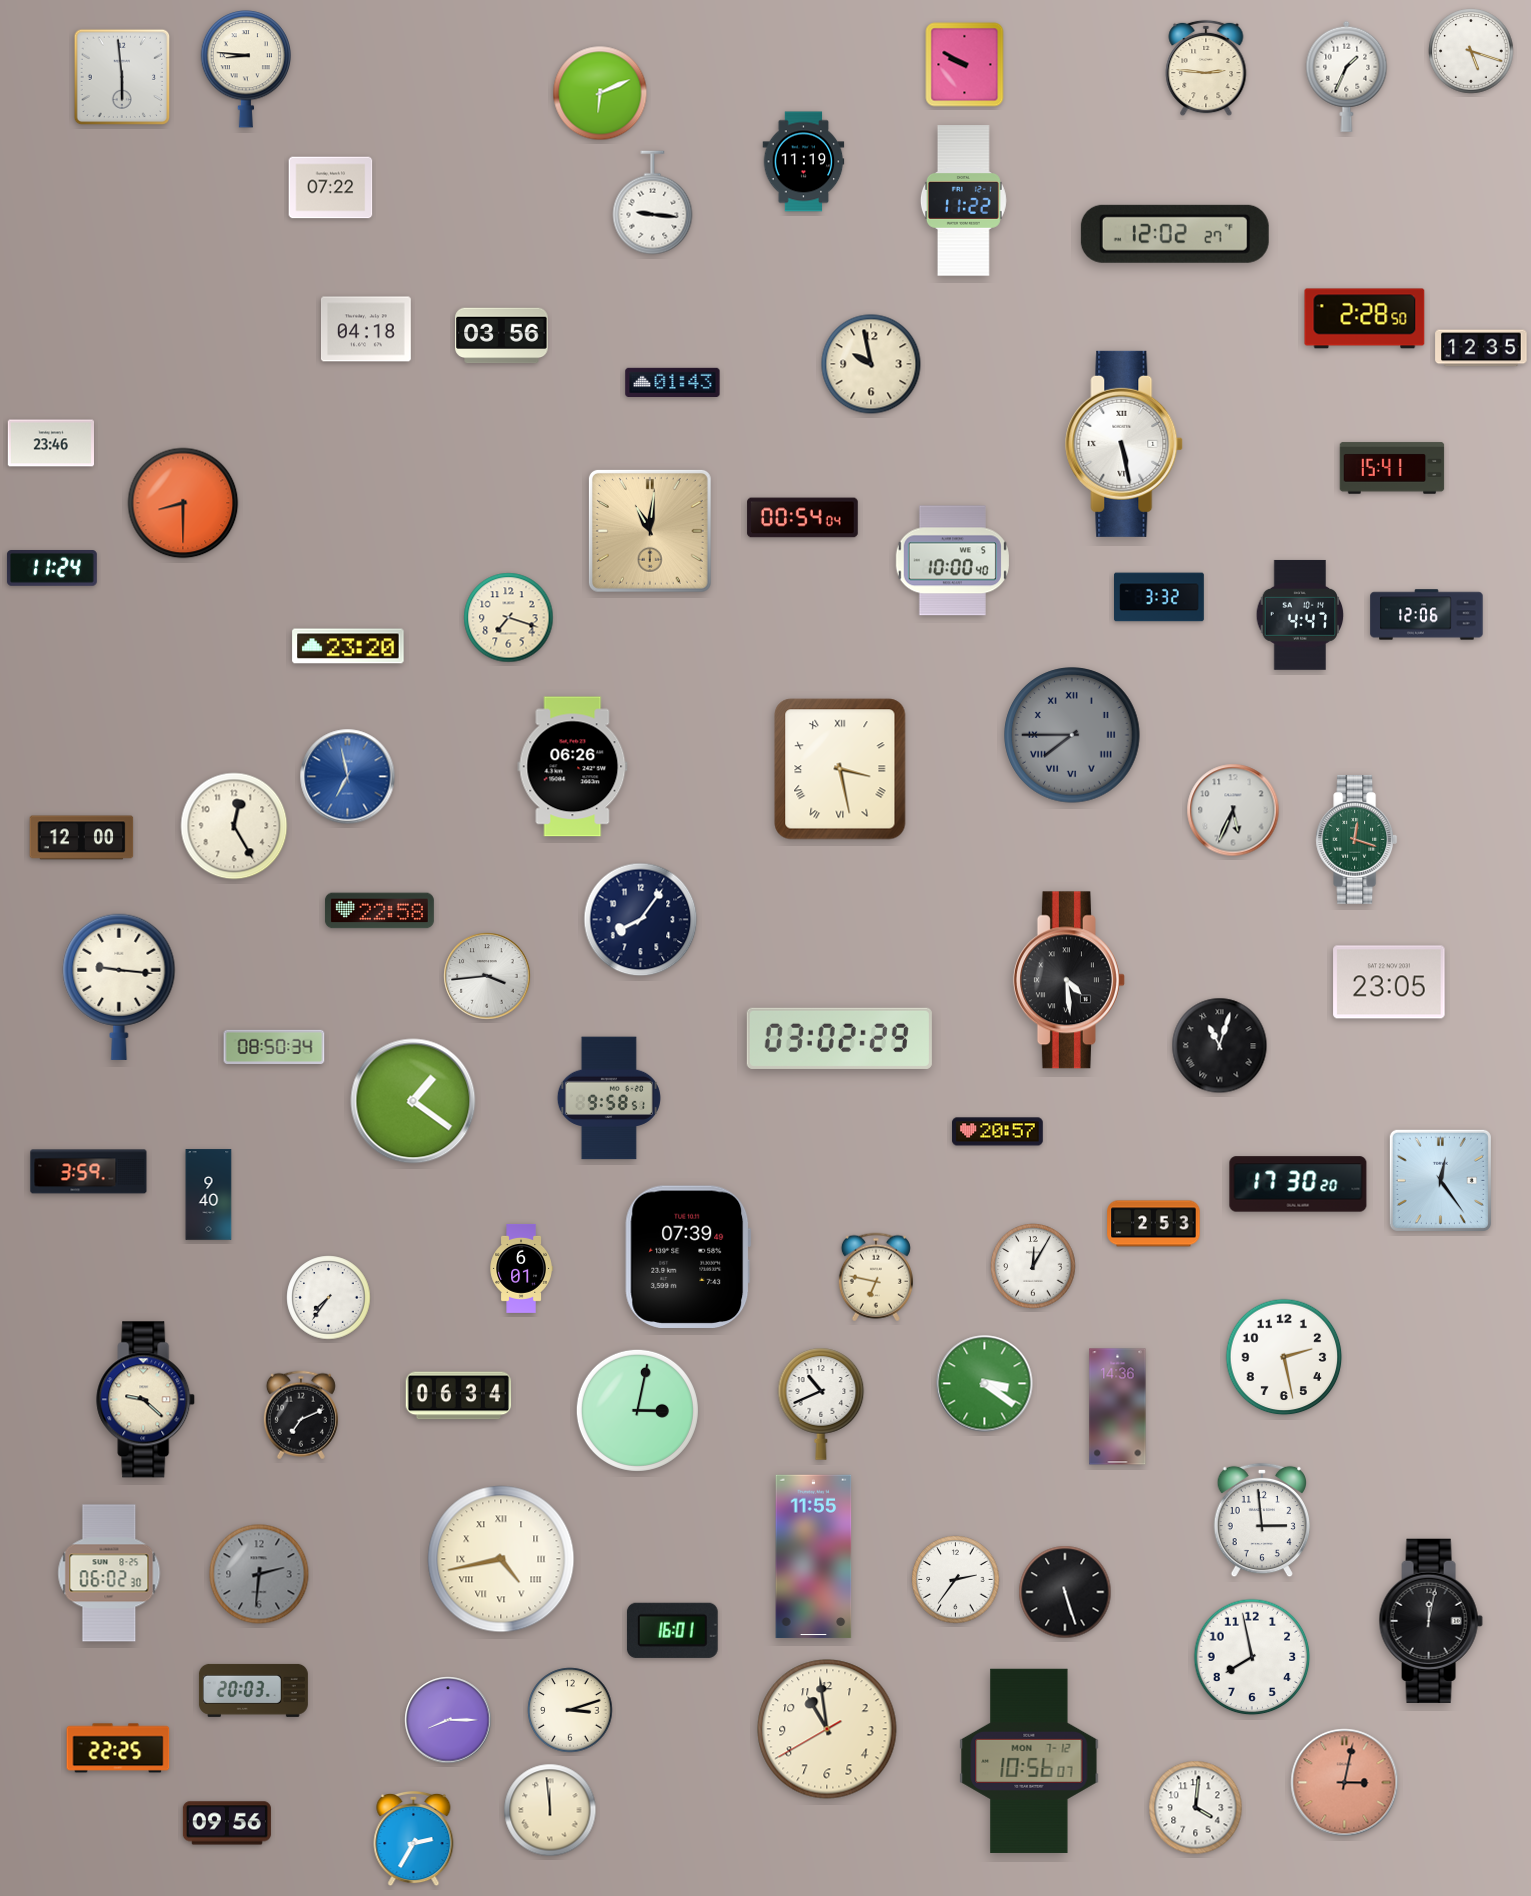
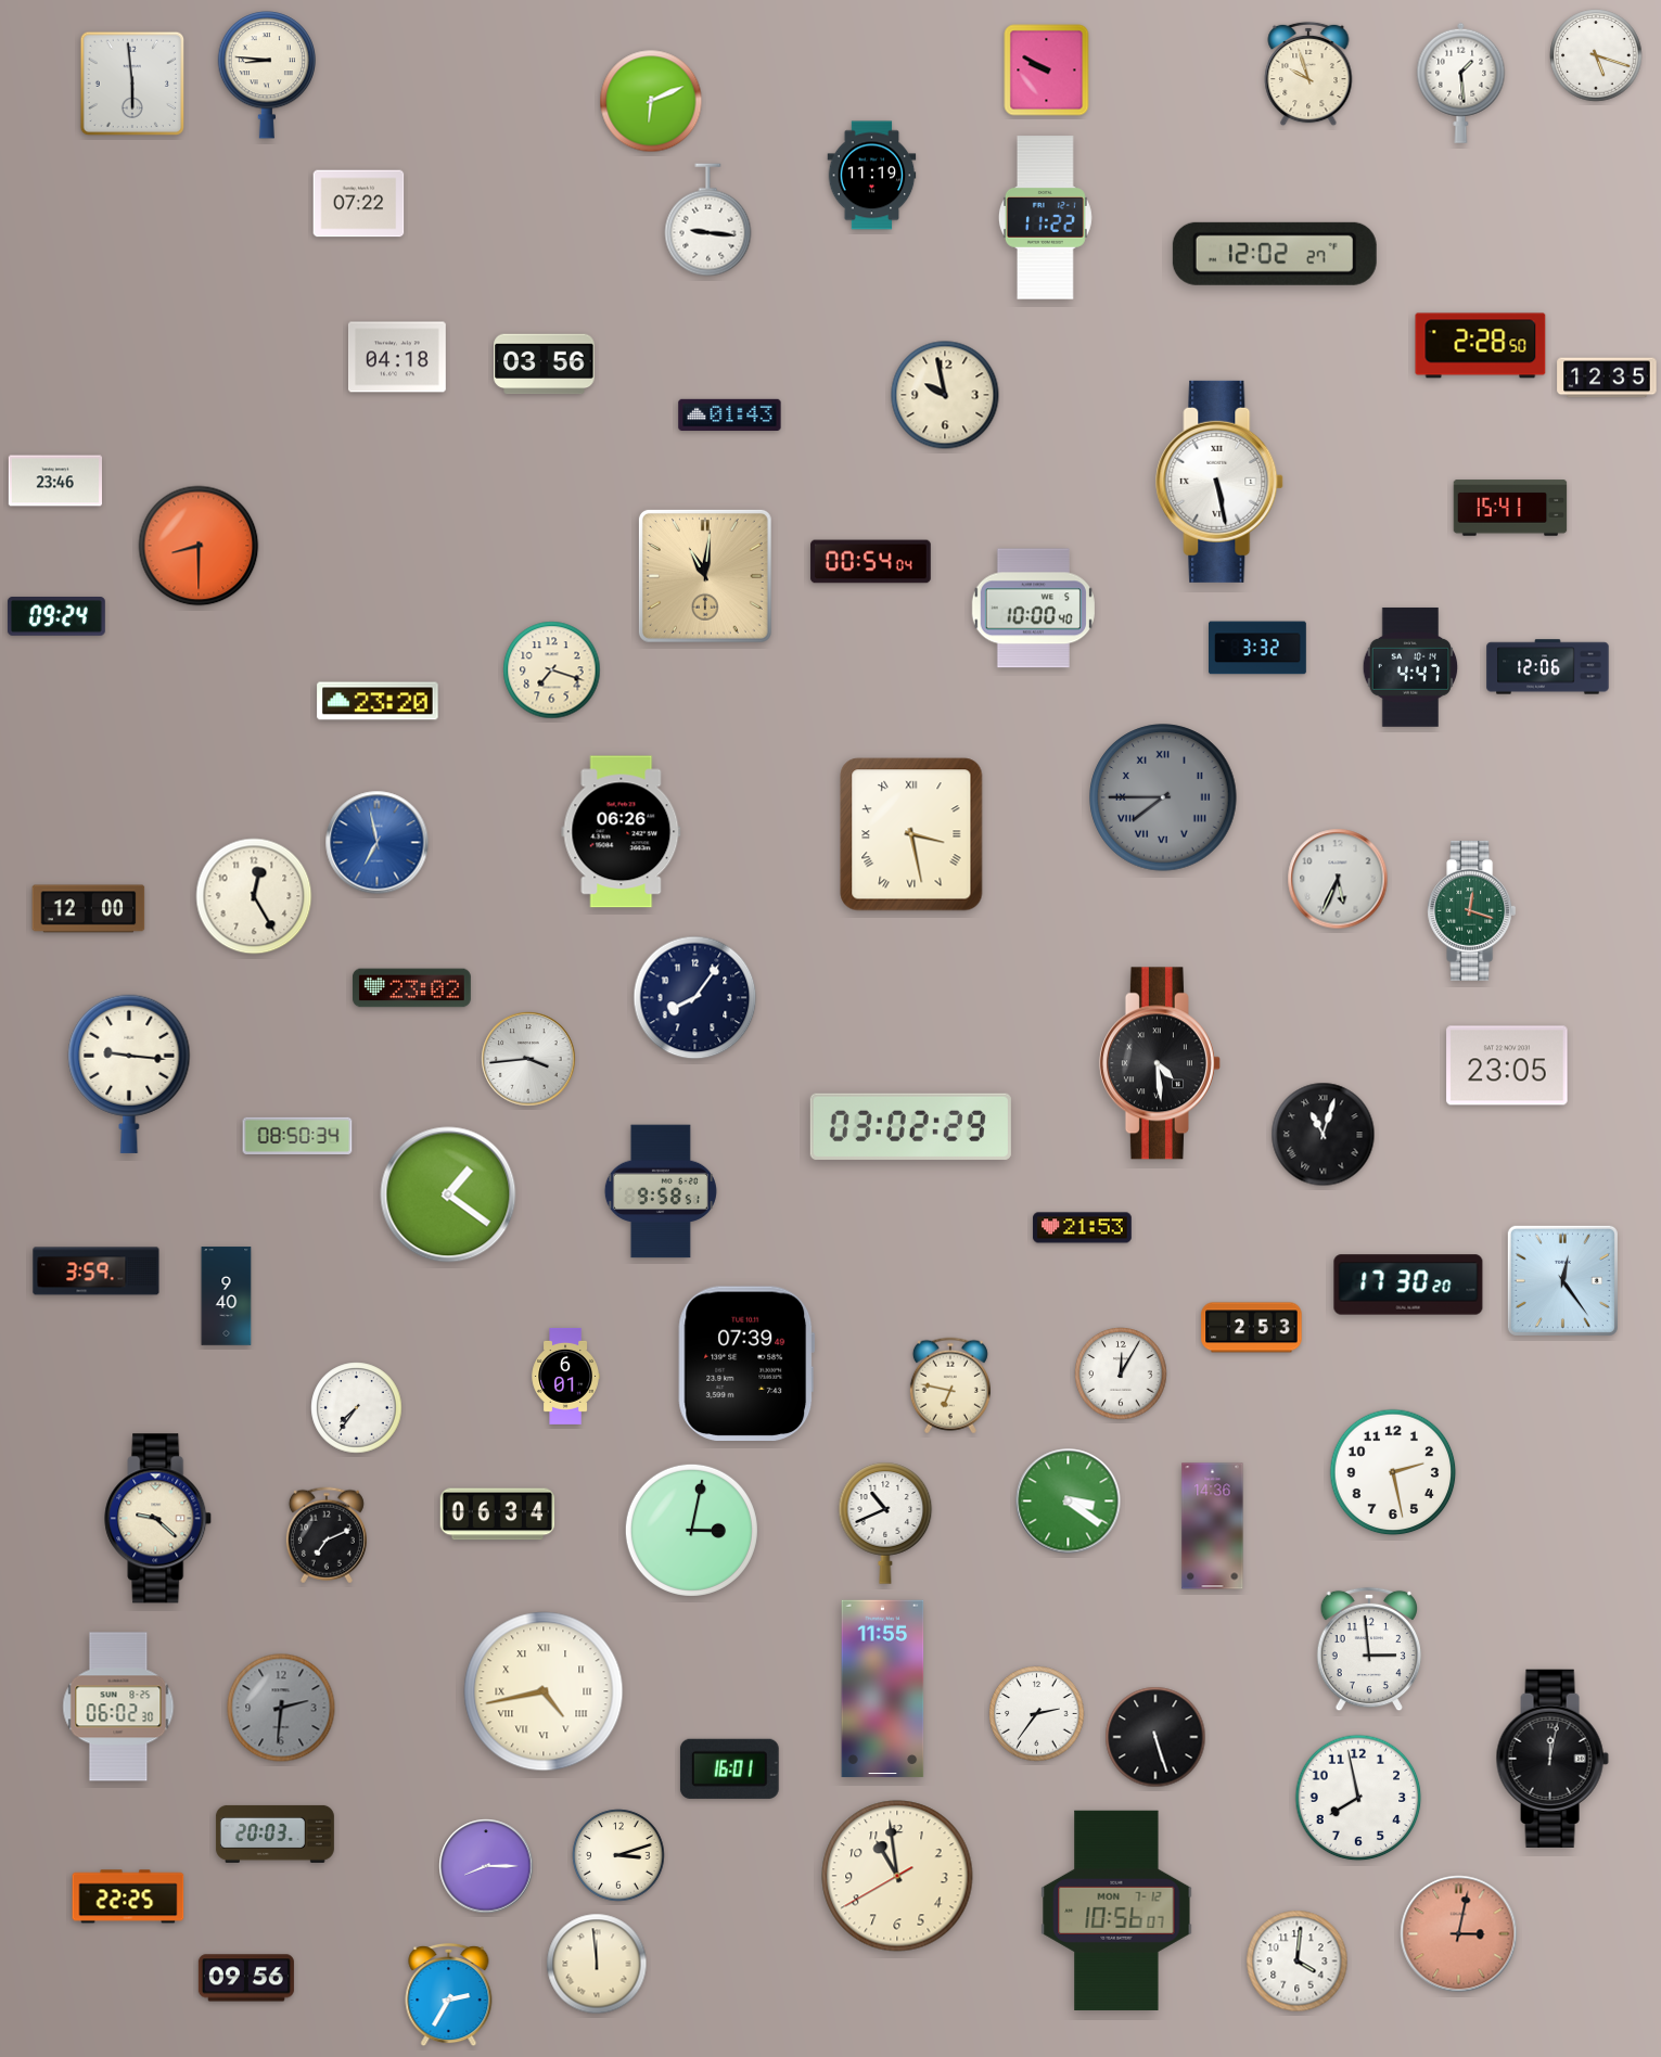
clock at (1206, 68): 2:46 -> 9:57
clock at (1347, 76): 1:34 -> 1:29
clock at (52, 569): 11:24 -> 09:24
clock at (379, 911): 22:58 -> 23:02
clock at (119, 987) position: (119, 987) -> (129, 1074)
clock at (998, 1132): 20:57 -> 21:53
clock at (821, 1404) position: (821, 1404) -> (885, 1523)
clock at (1065, 1592) position: (1065, 1592) -> (1155, 1737)
